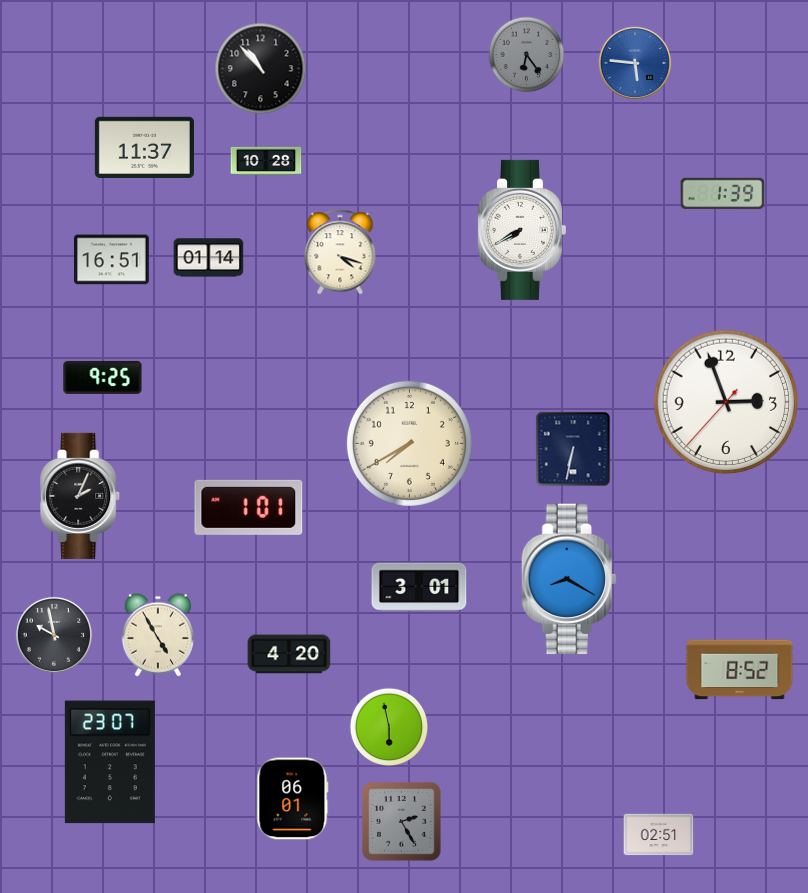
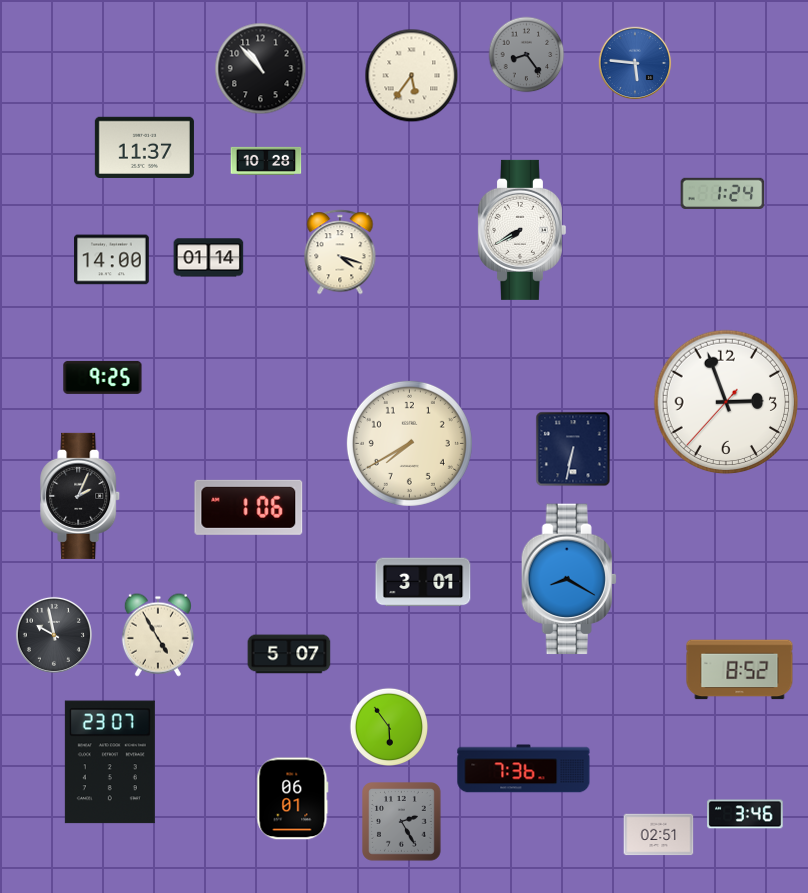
clock at (527, 55): 6:24 -> 8:24
clock at (412, 76): none -> 5:36
clock at (723, 193): 1:39 -> 1:24
clock at (112, 260): 16:51 -> 14:00
clock at (249, 507): 1:01 -> 1:06
clock at (419, 587) position: (419, 587) -> (423, 582)
clock at (289, 654): 4:20 -> 5:07
clock at (388, 726): 5:58 -> 5:54
clock at (524, 769): none -> 7:36
clock at (745, 814): none -> 3:46
